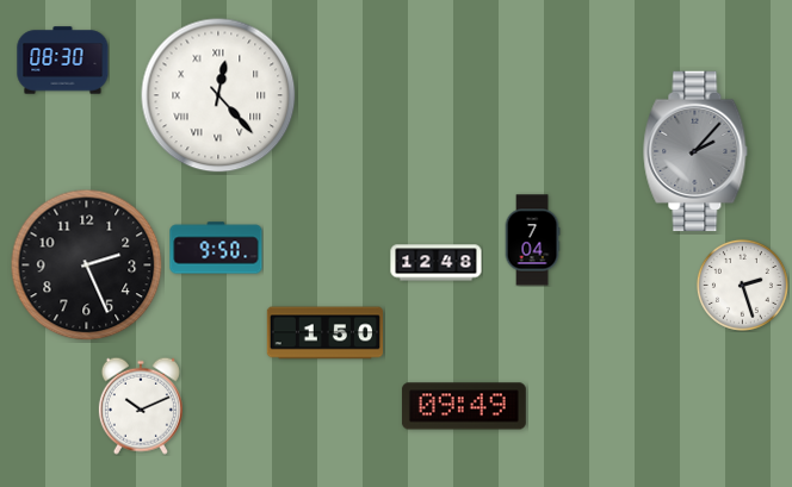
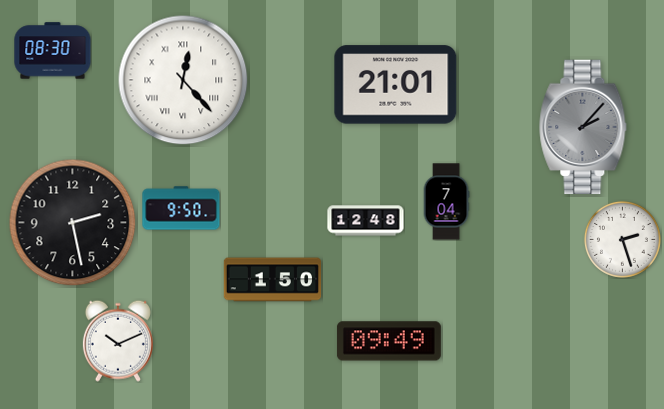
clock at (396, 85): none -> 21:01
clock at (87, 266): 2:26 -> 2:28
